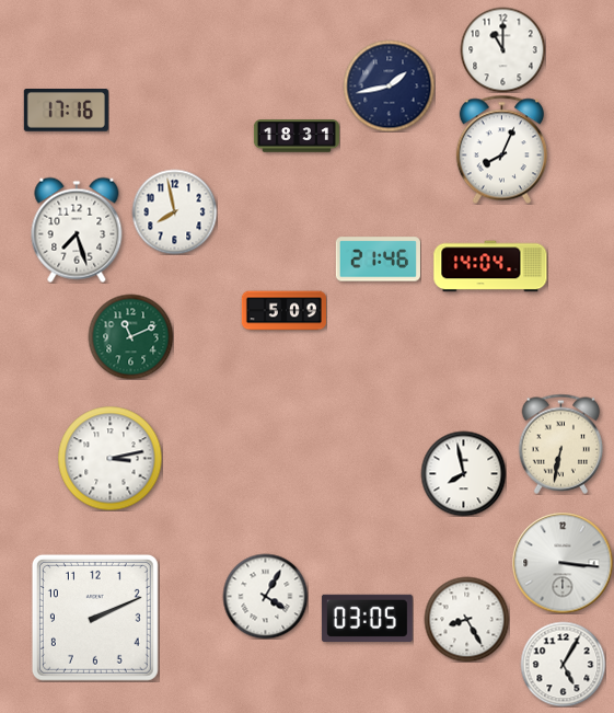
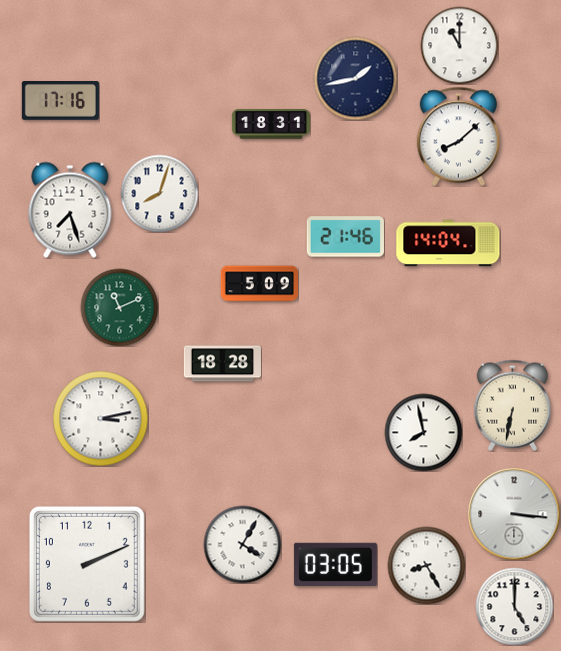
clock at (501, 149): 8:04 -> 8:08
clock at (174, 211): 7:58 -> 8:03
clock at (222, 364): none -> 18:28
clock at (563, 664): 5:05 -> 5:00
